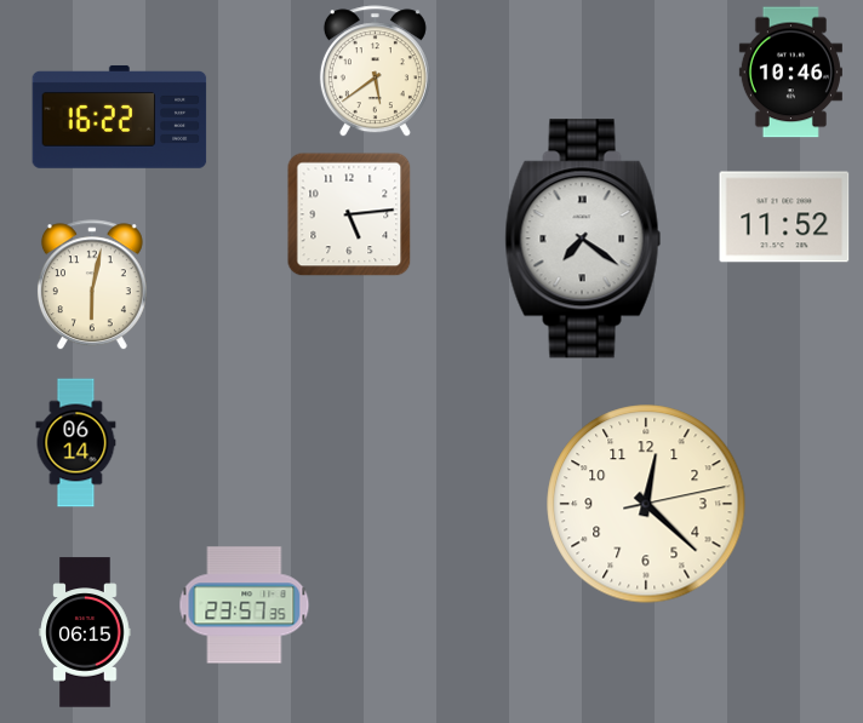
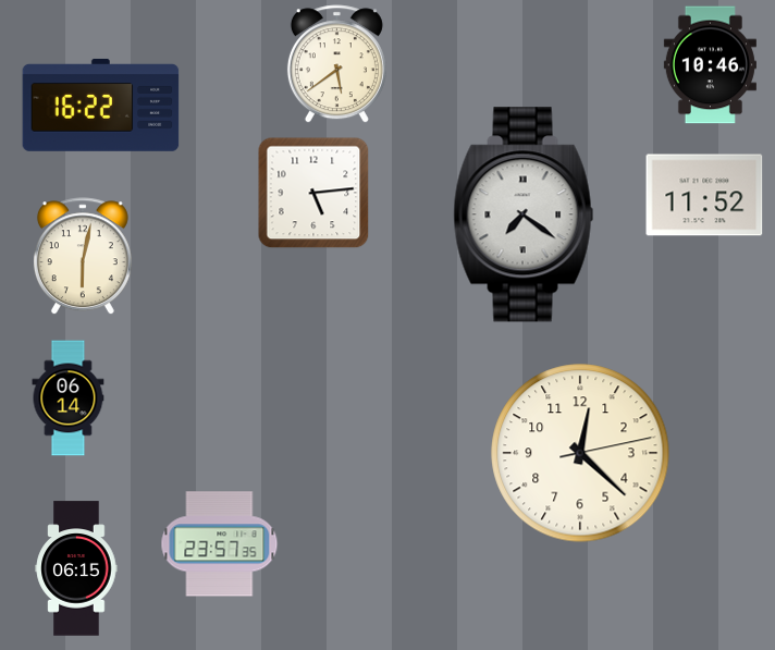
clock at (120, 117) position: (120, 117) -> (101, 106)
